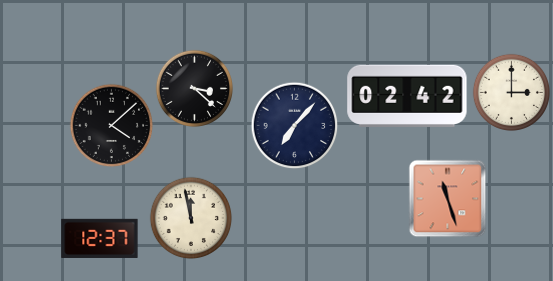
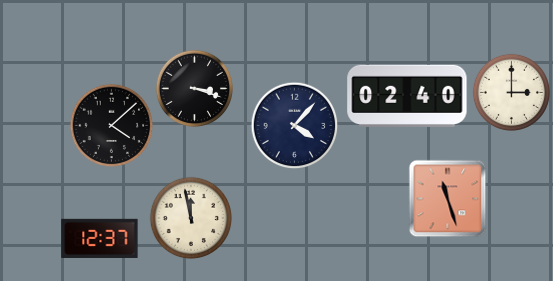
clock at (194, 88): 3:22 -> 3:18
clock at (407, 96): 02:42 -> 02:40
clock at (294, 125): 7:07 -> 4:07
